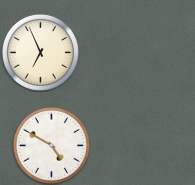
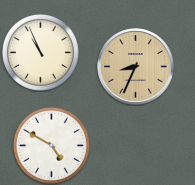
clock at (40, 52): 6:56 -> 10:56
clock at (136, 67): none -> 8:34
